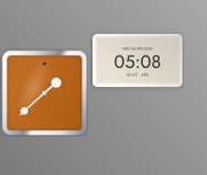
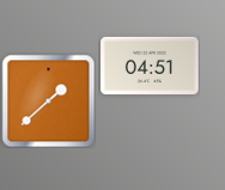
clock at (139, 61): 05:08 -> 04:51
